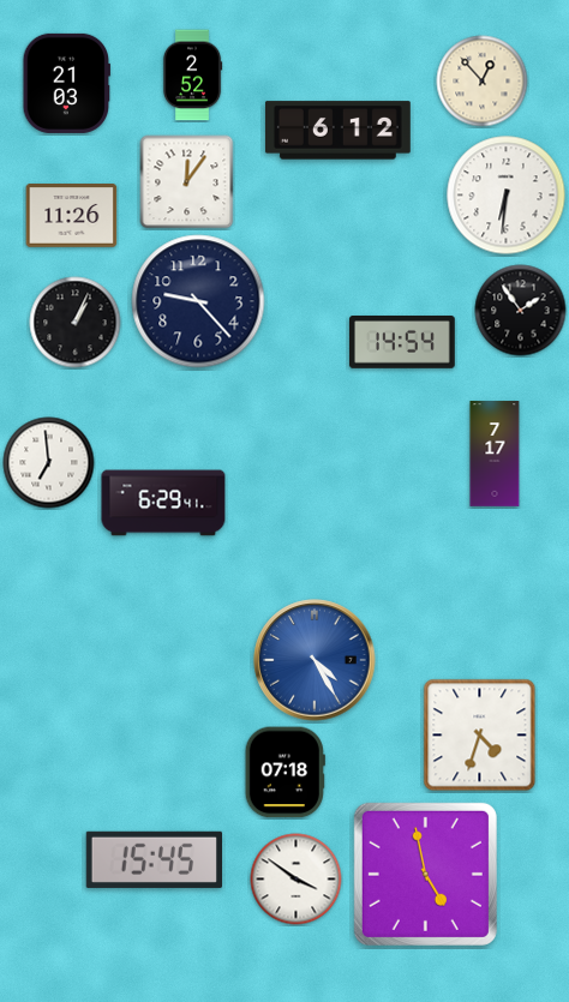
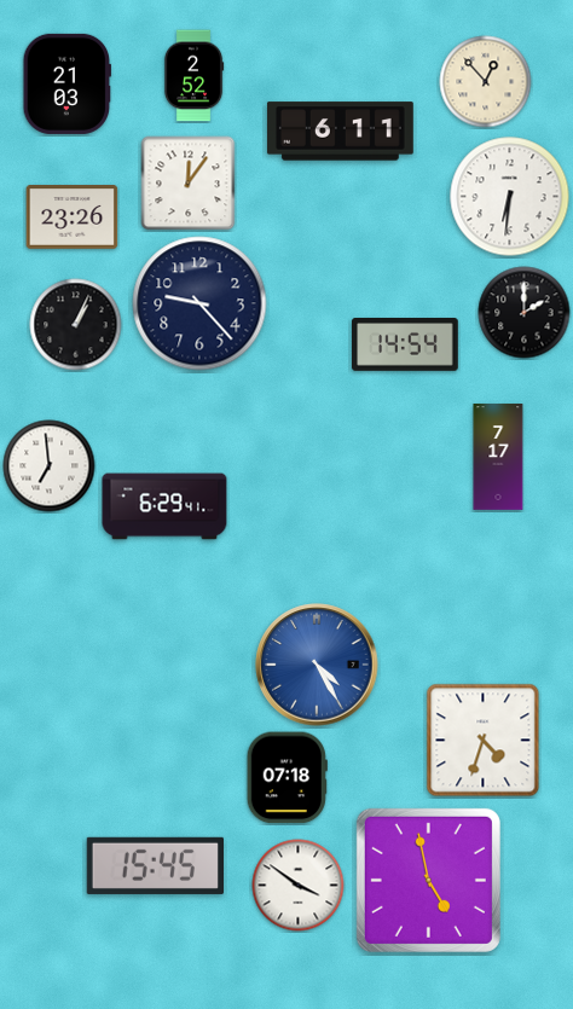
clock at (337, 131): 6:12 -> 6:11
clock at (72, 216): 11:26 -> 23:26
clock at (521, 311): 1:54 -> 2:00
